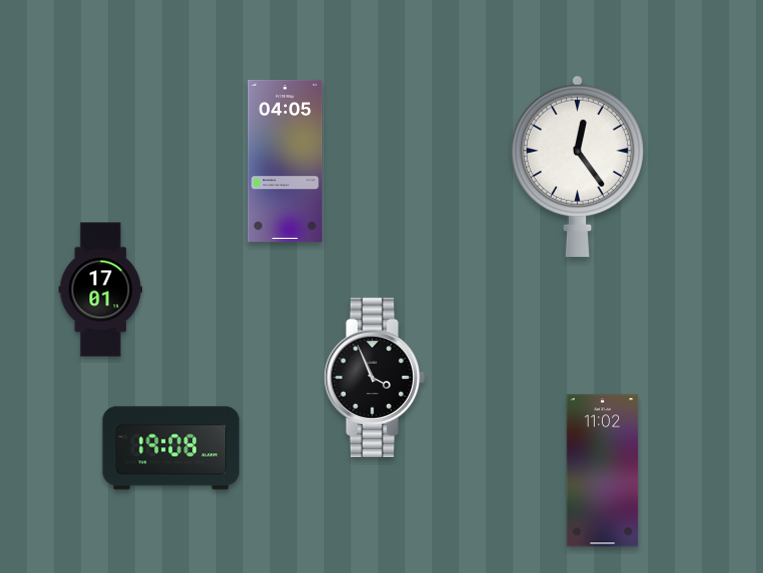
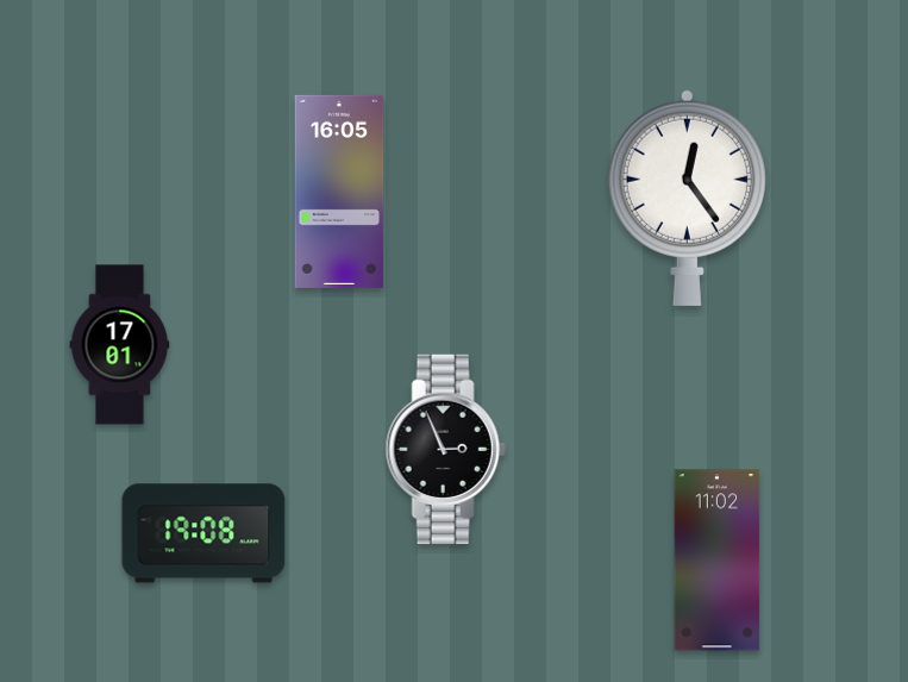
clock at (285, 161): 04:05 -> 16:05
clock at (374, 378): 3:56 -> 2:56
